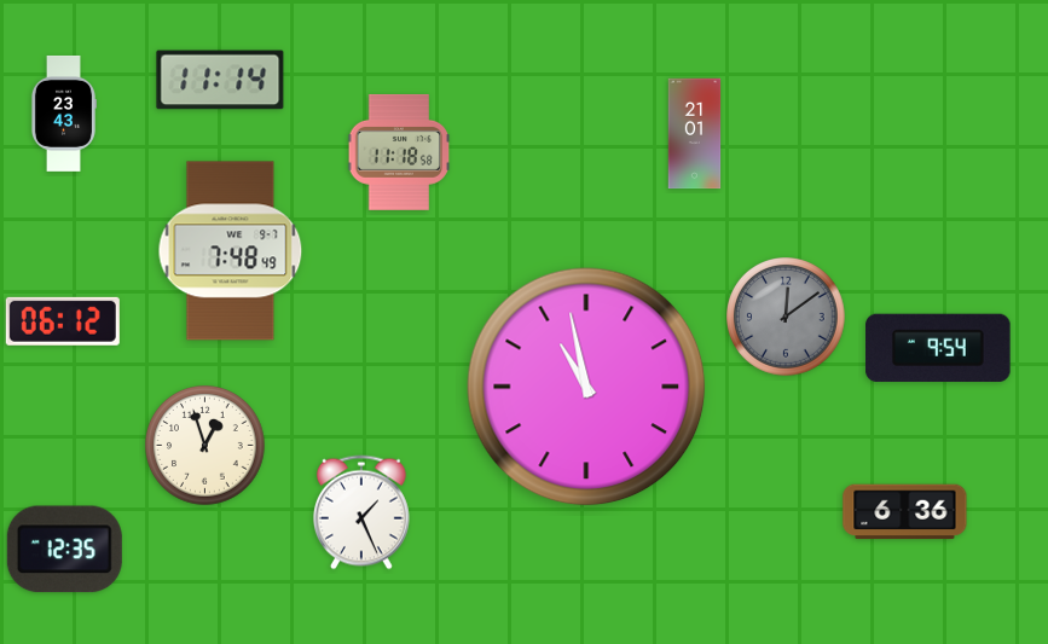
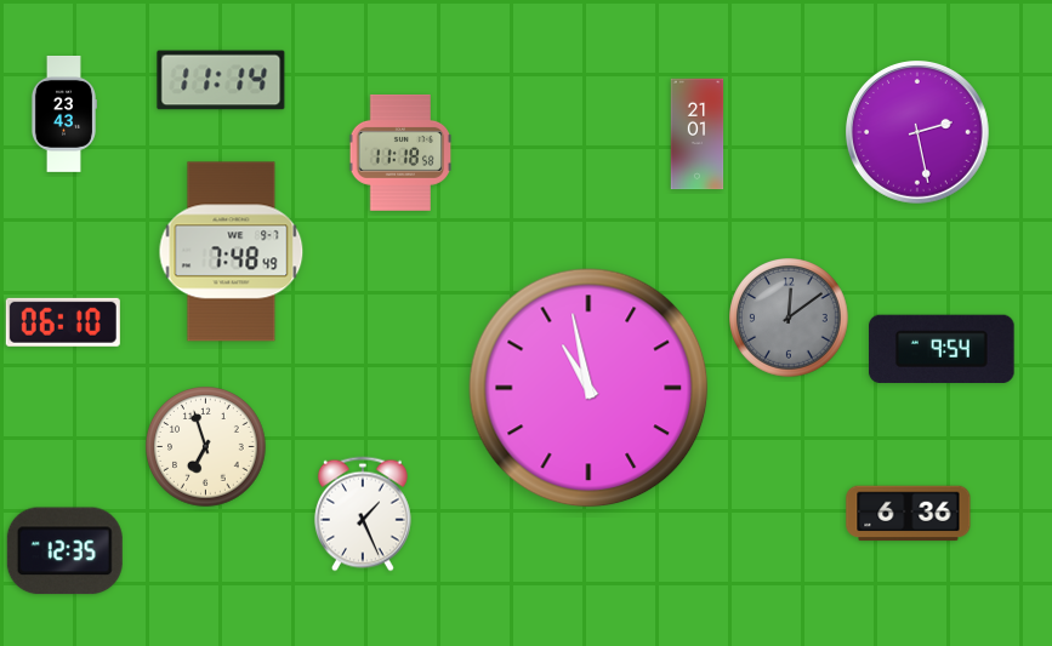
clock at (919, 133): none -> 2:28
clock at (63, 321): 06:12 -> 06:10
clock at (205, 446): 12:57 -> 6:57
